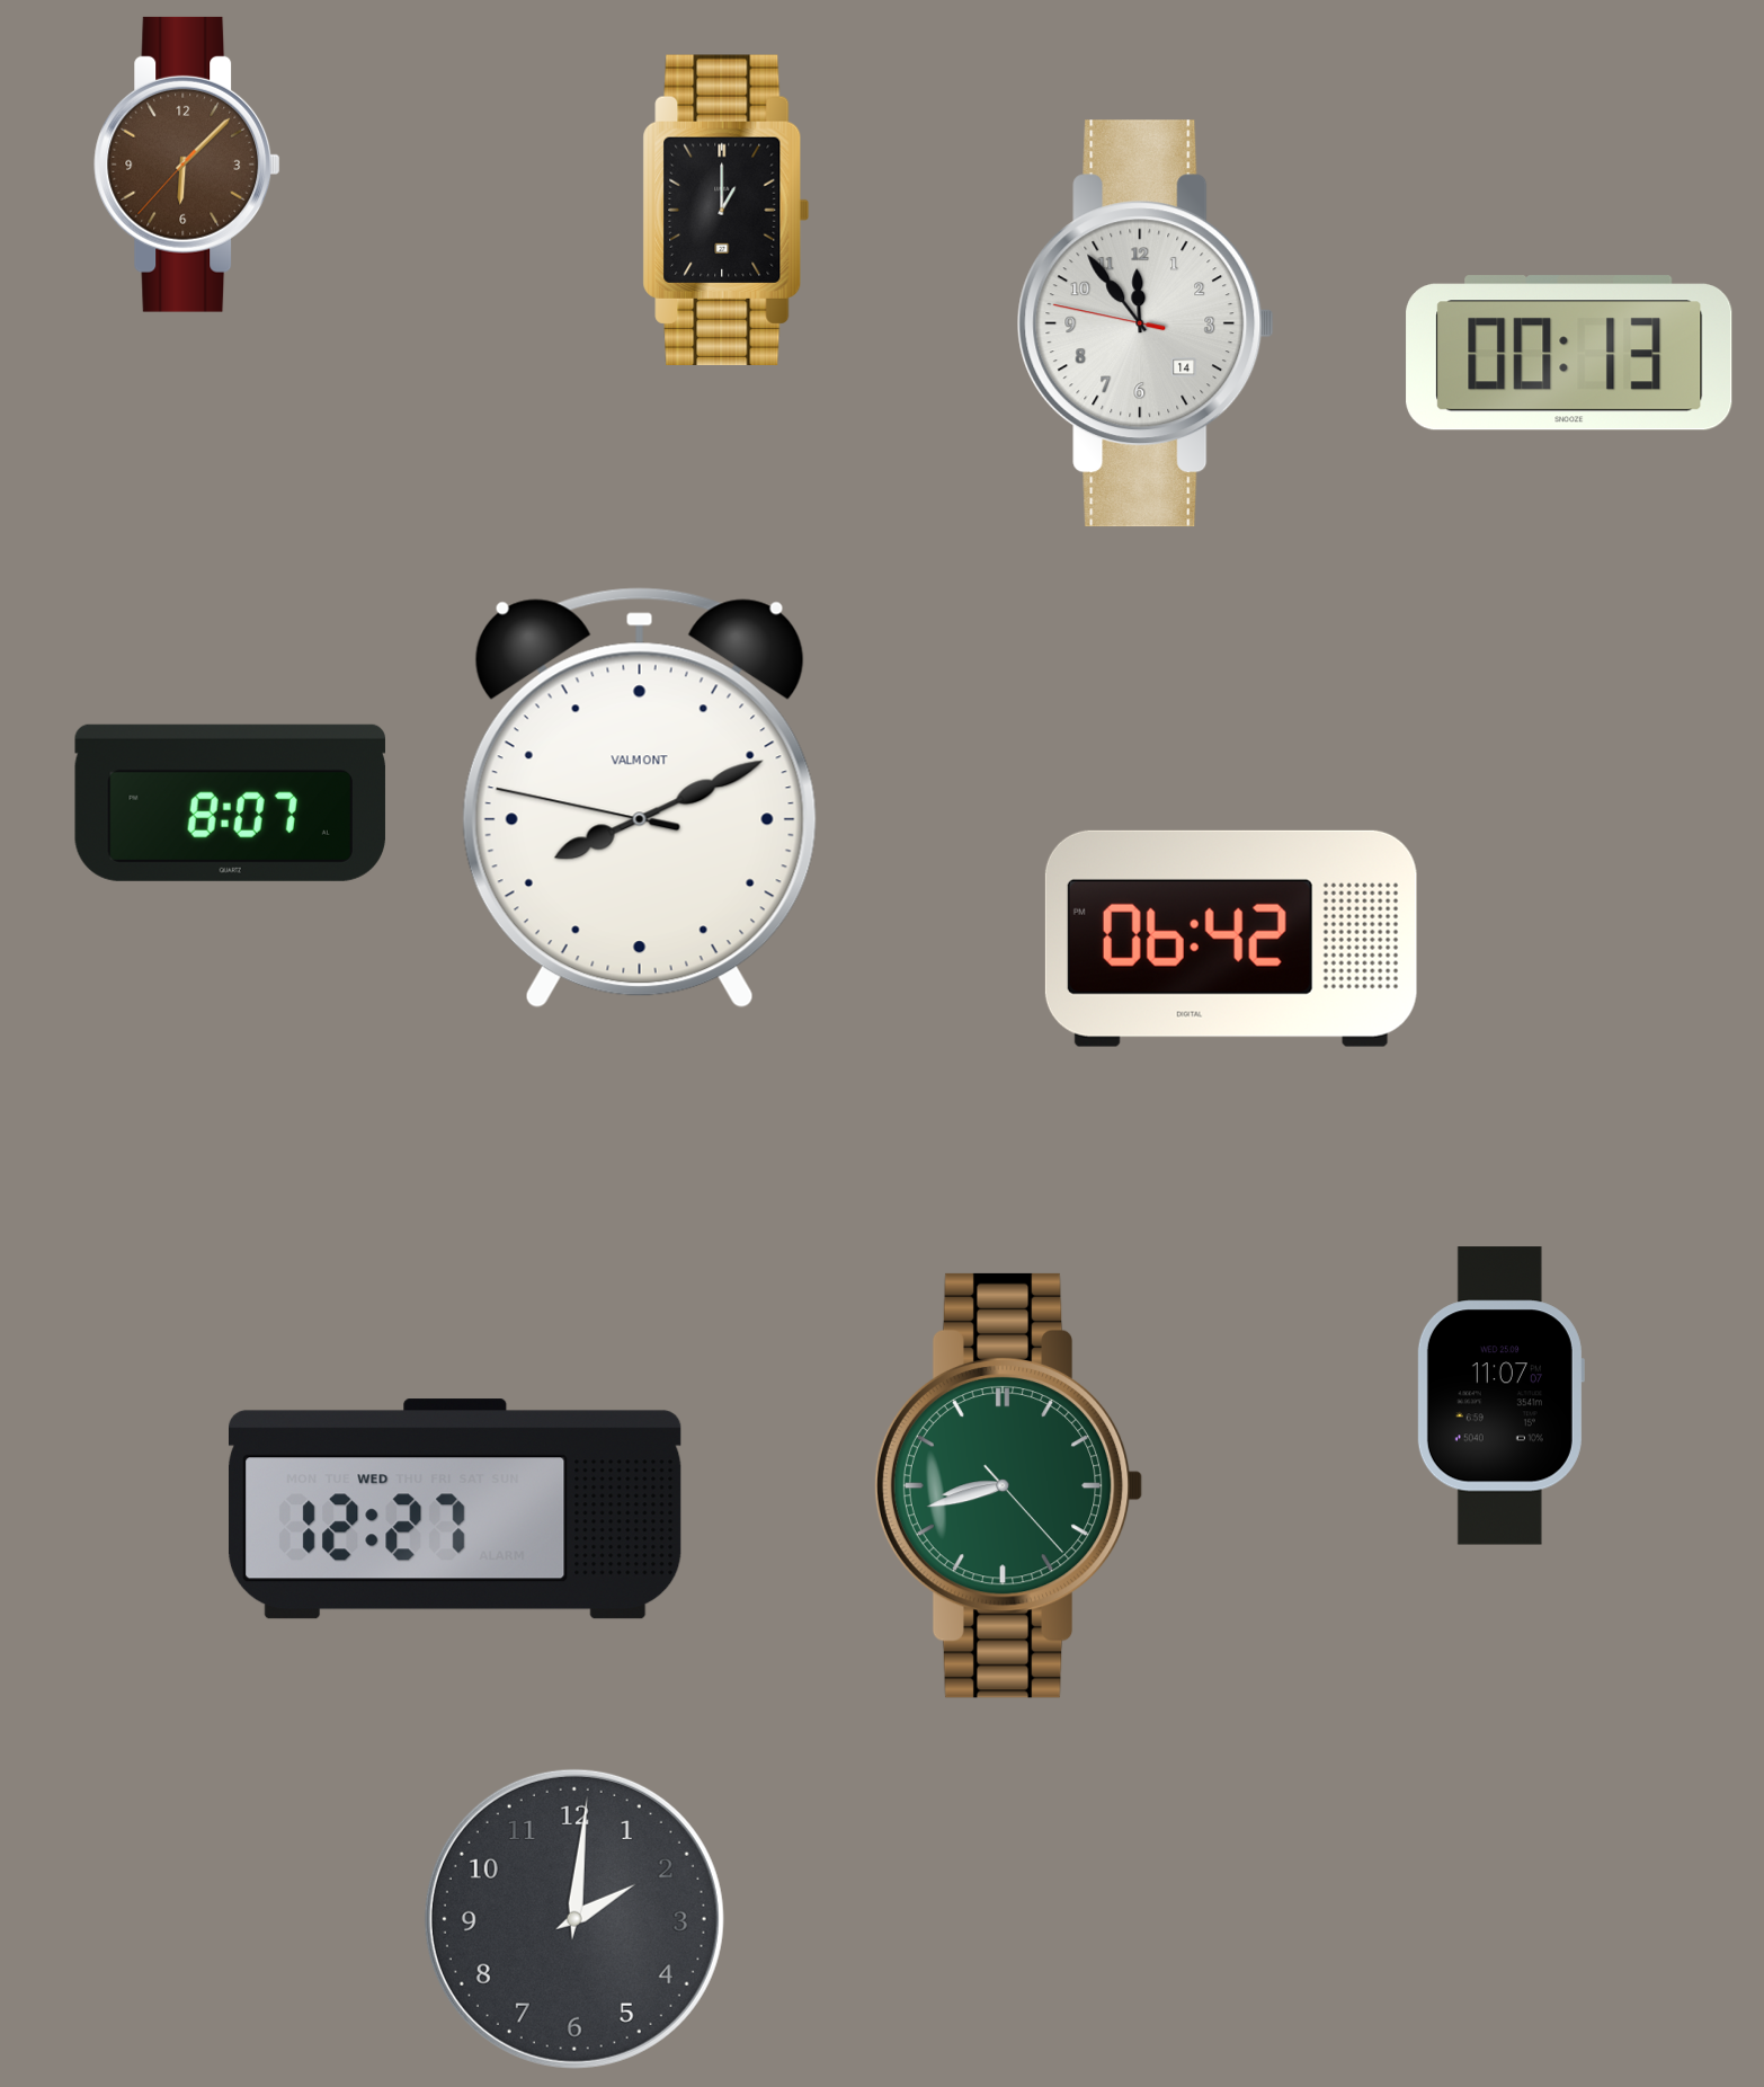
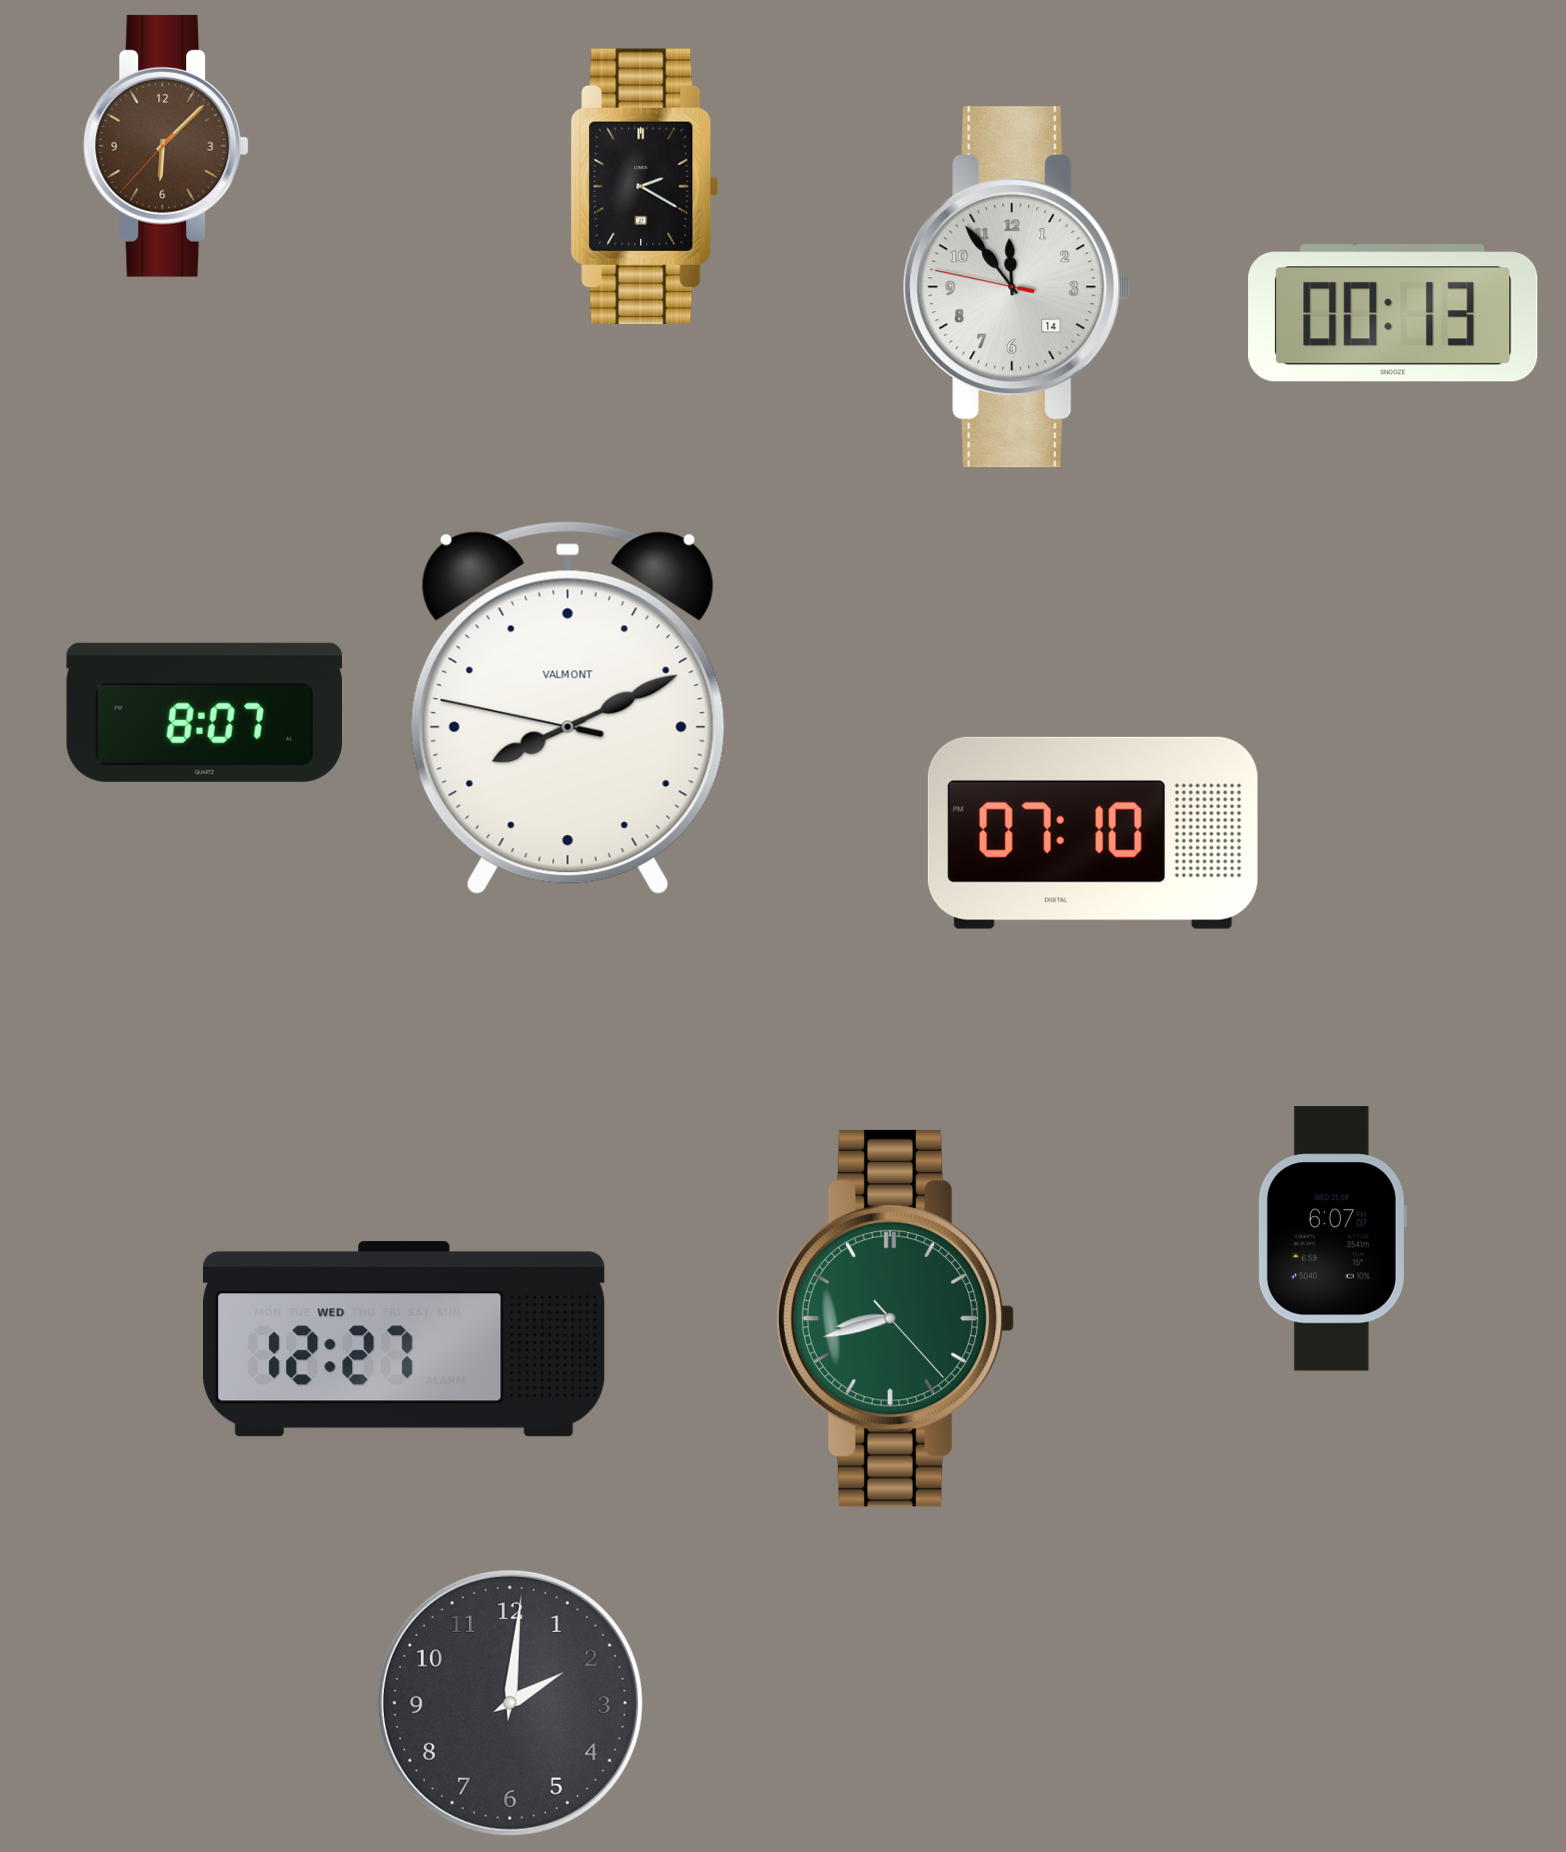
clock at (727, 210): 1:00 -> 2:20
clock at (1231, 939): 06:42 -> 07:10
clock at (1500, 1396): 11:07 -> 6:07
